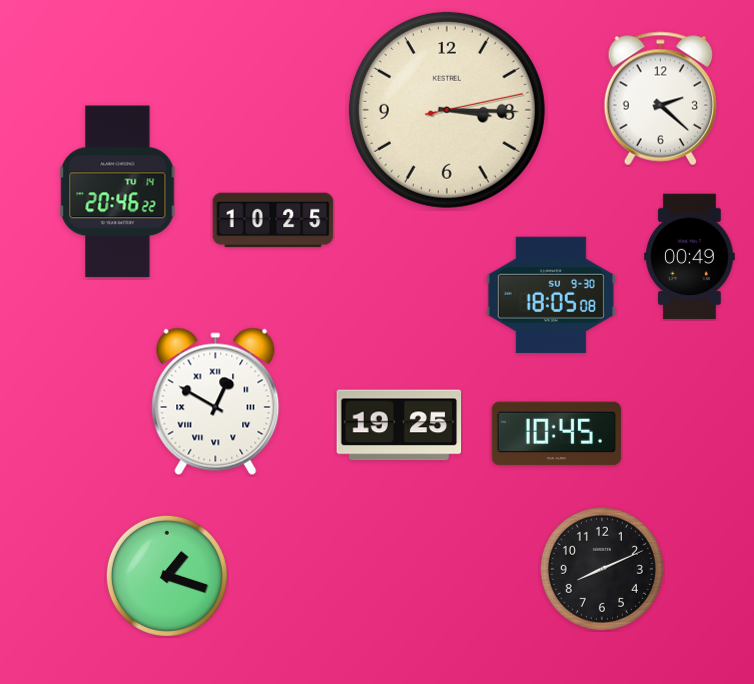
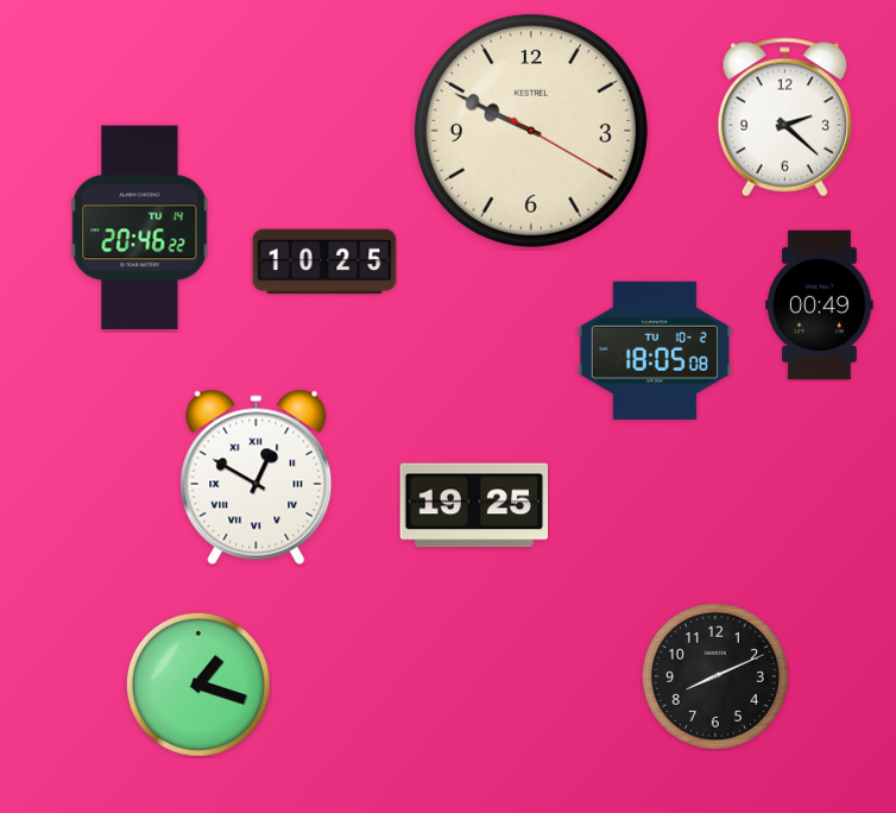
clock at (447, 110): 3:15 -> 9:49
clock at (551, 295) date: SU 9-30 -> TU 10-2
clock at (556, 434): 10:45 -> none
